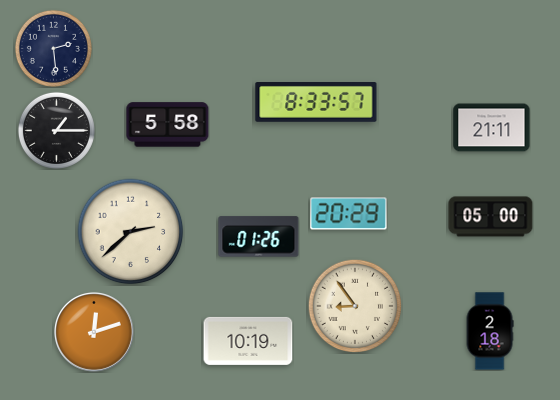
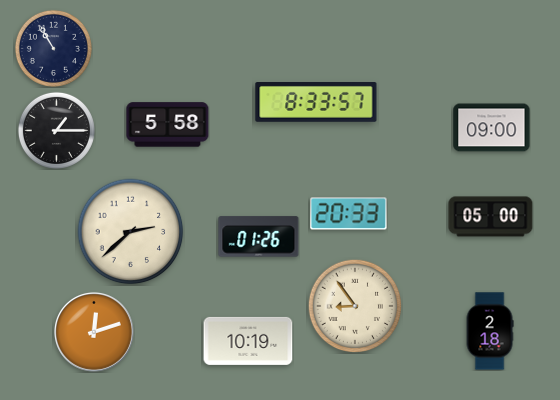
clock at (53, 48): 2:29 -> 10:55
clock at (492, 128): 21:11 -> 09:00
clock at (349, 214): 20:29 -> 20:33
